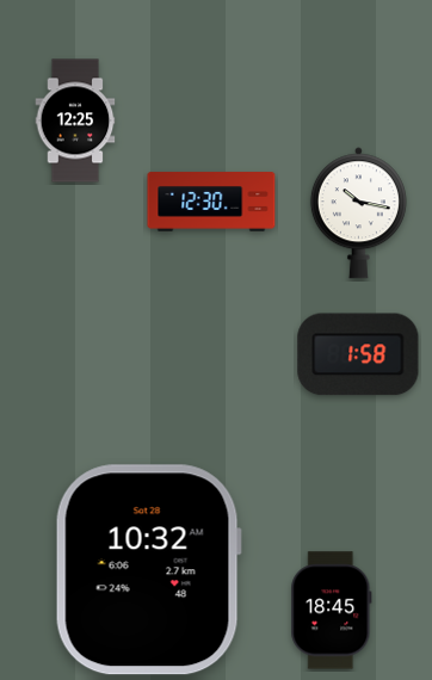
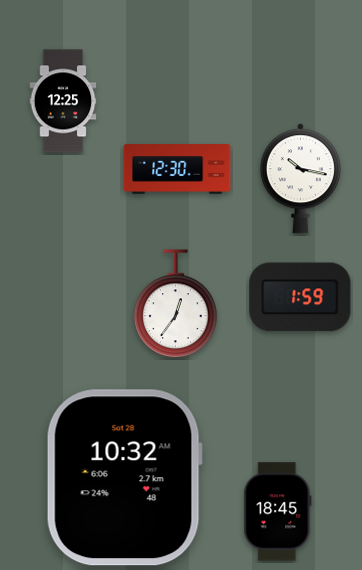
clock at (358, 354): 1:58 -> 1:59
clock at (176, 304): none -> 12:36
